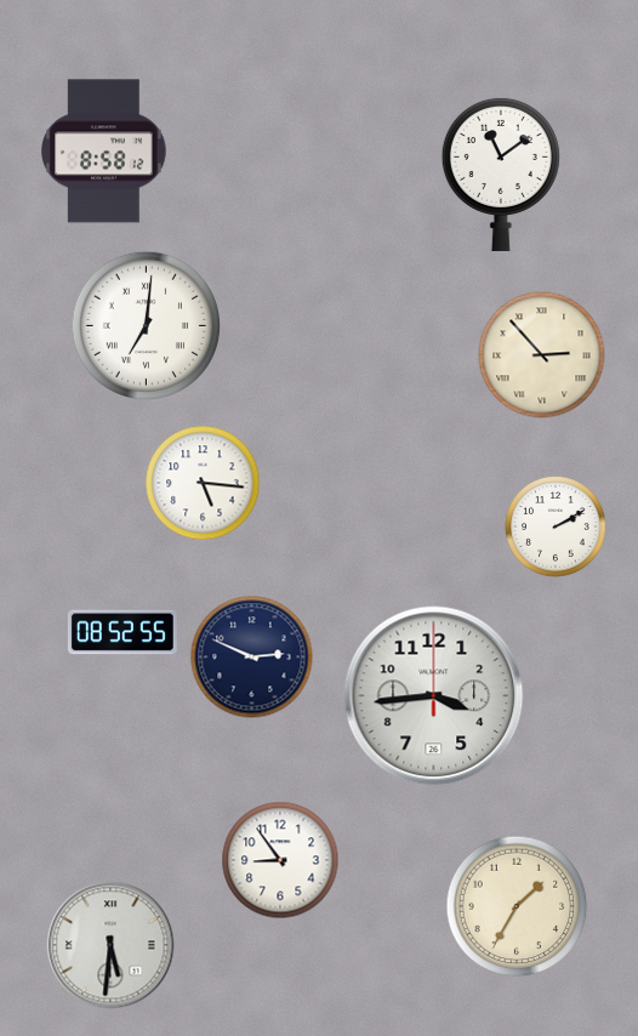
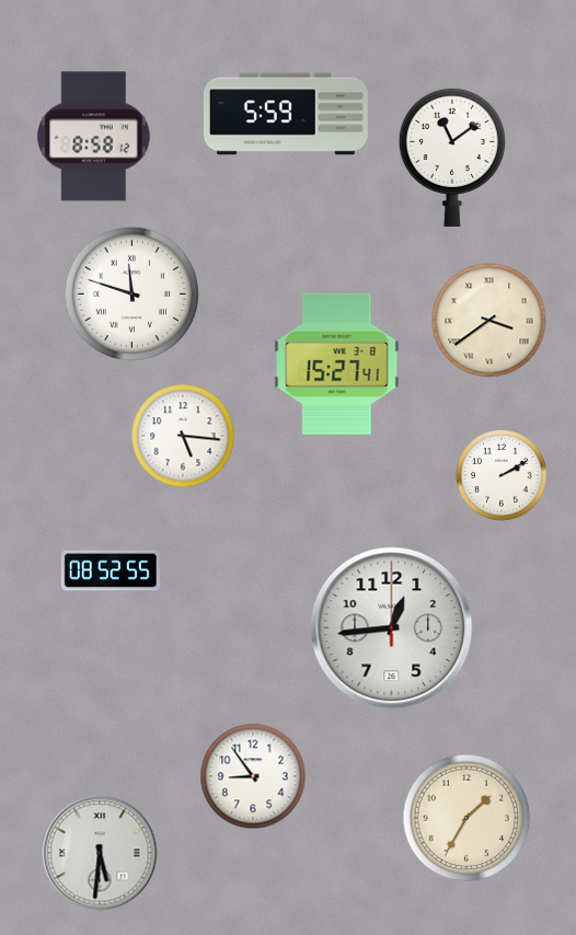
clock at (286, 114): none -> 5:59
clock at (146, 325): 7:01 -> 11:48
clock at (542, 355): 2:53 -> 3:39
clock at (337, 363): none -> 15:27
clock at (252, 658): 2:49 -> none
clock at (434, 696): 3:44 -> 12:44
